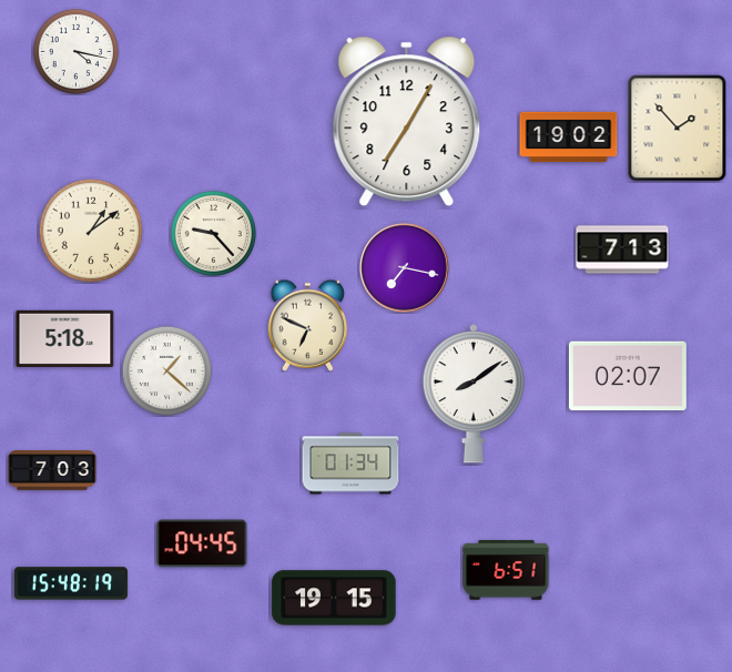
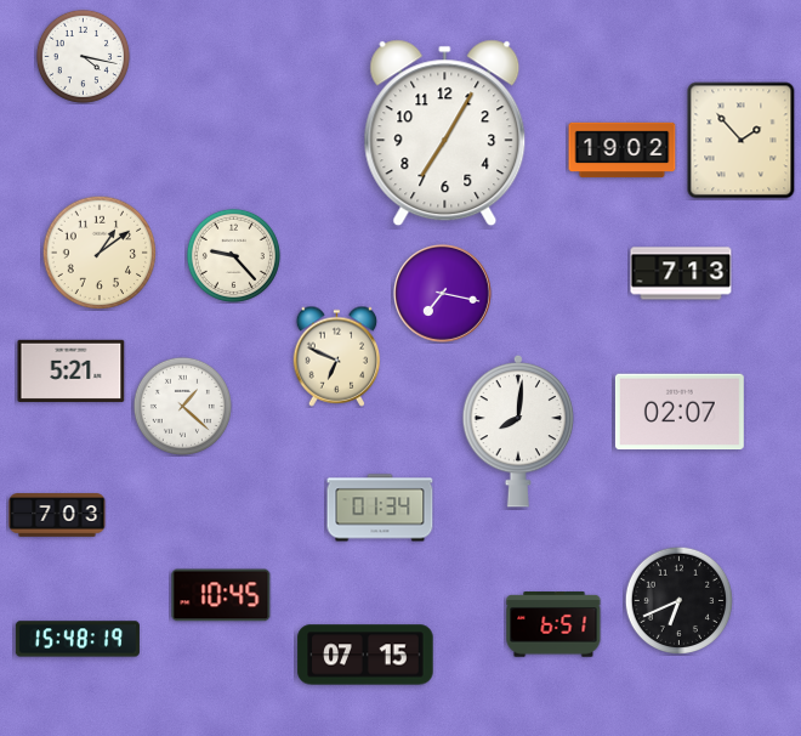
clock at (65, 338): 5:18 -> 5:21
clock at (628, 376) position: (628, 376) -> (680, 412)
clock at (474, 394): 8:09 -> 8:01
clock at (350, 464) position: (350, 464) -> (380, 508)
clock at (202, 543): 04:45 -> 10:45
clock at (678, 600): none -> 6:41
clock at (334, 598): 19:15 -> 07:15
